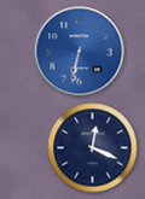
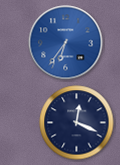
clock at (80, 52): 6:32 -> 6:36
